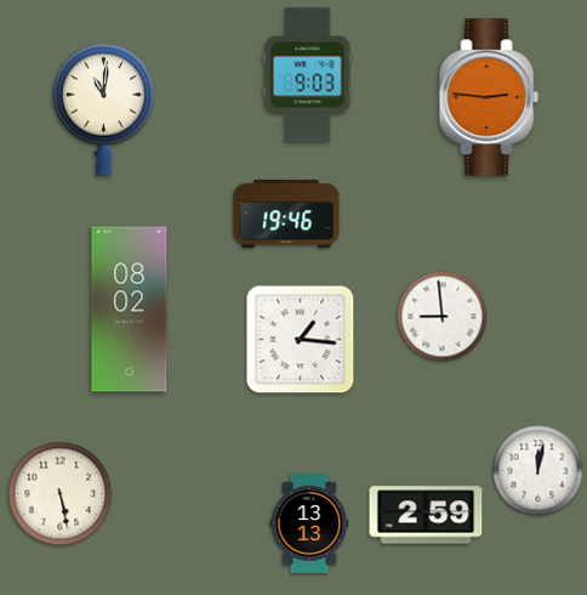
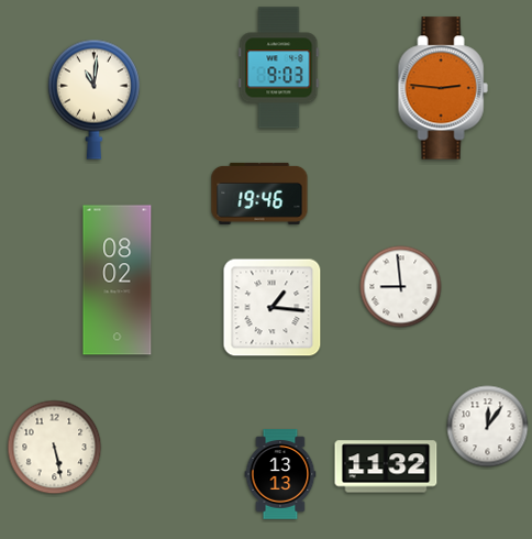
clock at (538, 471): 12:02 -> 12:06
clock at (426, 515): 2:59 -> 11:32
